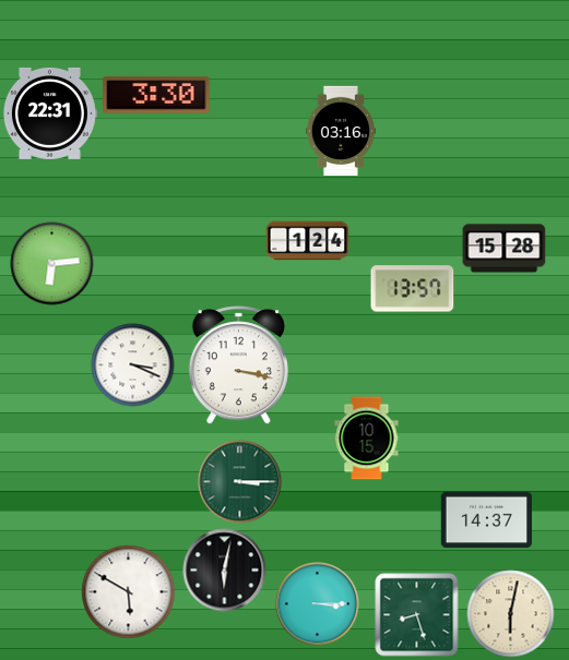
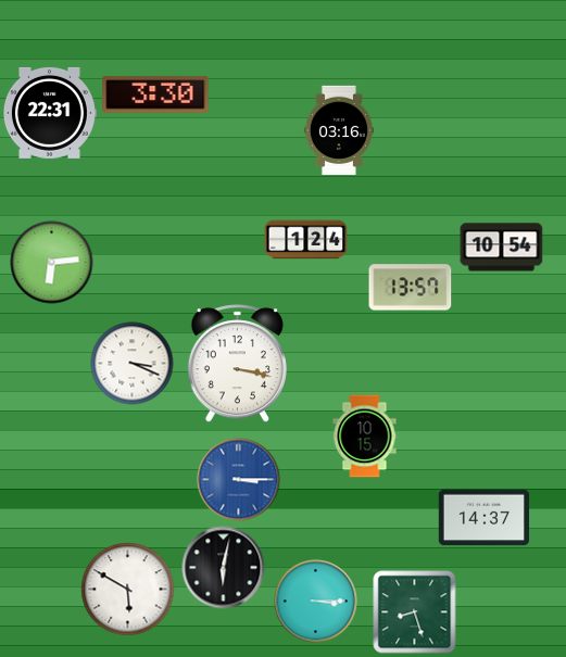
clock at (505, 249): 15:28 -> 10:54
clock at (240, 482) dial: green -> blue
clock at (511, 614): 6:02 -> none
